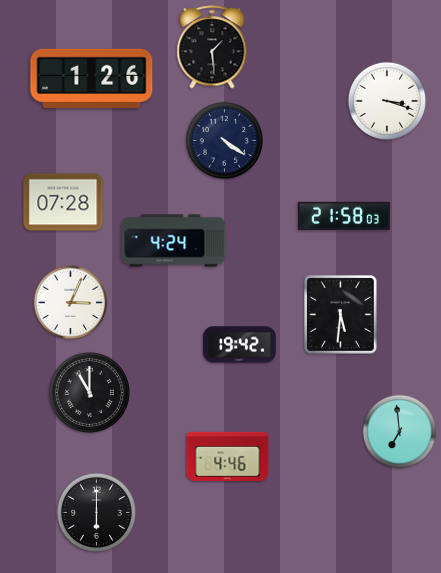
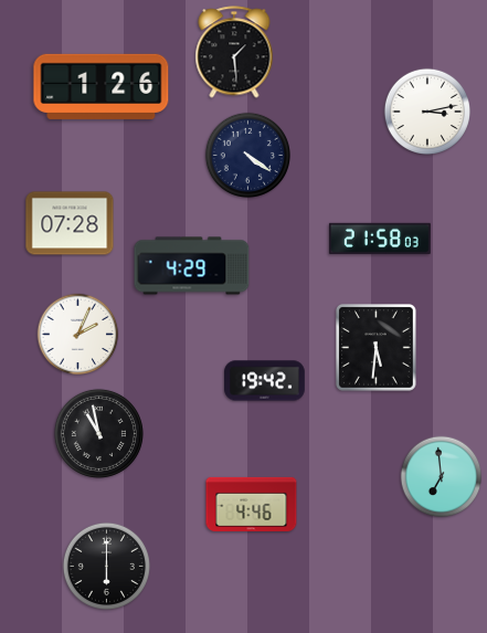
clock at (386, 100): 3:18 -> 3:13
clock at (174, 241): 4:24 -> 4:29
clock at (71, 303): 3:04 -> 2:04
clock at (89, 392): 11:00 -> 10:58
